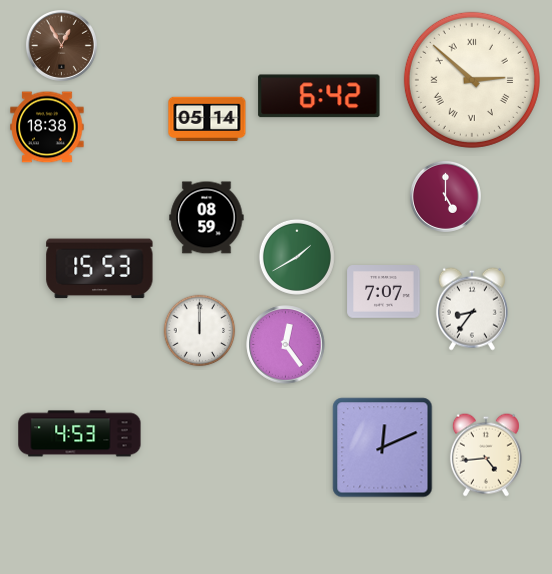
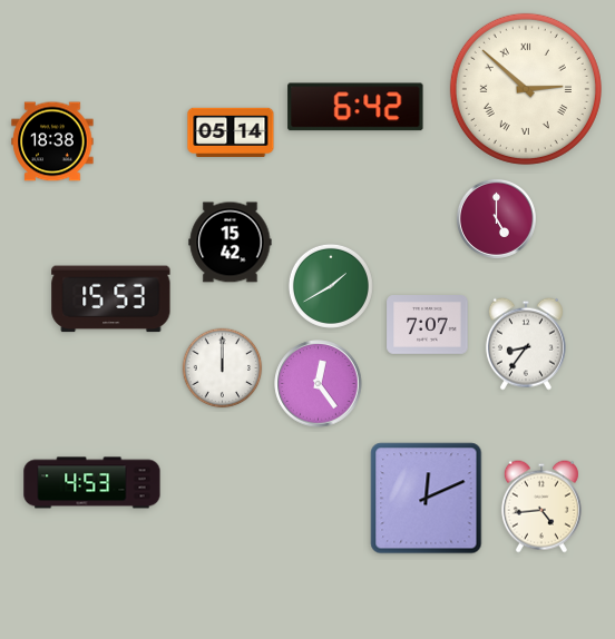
clock at (61, 45): 12:55 -> none
clock at (207, 218): 08:59 -> 15:42
clock at (80, 434) position: (80, 434) -> (92, 483)
